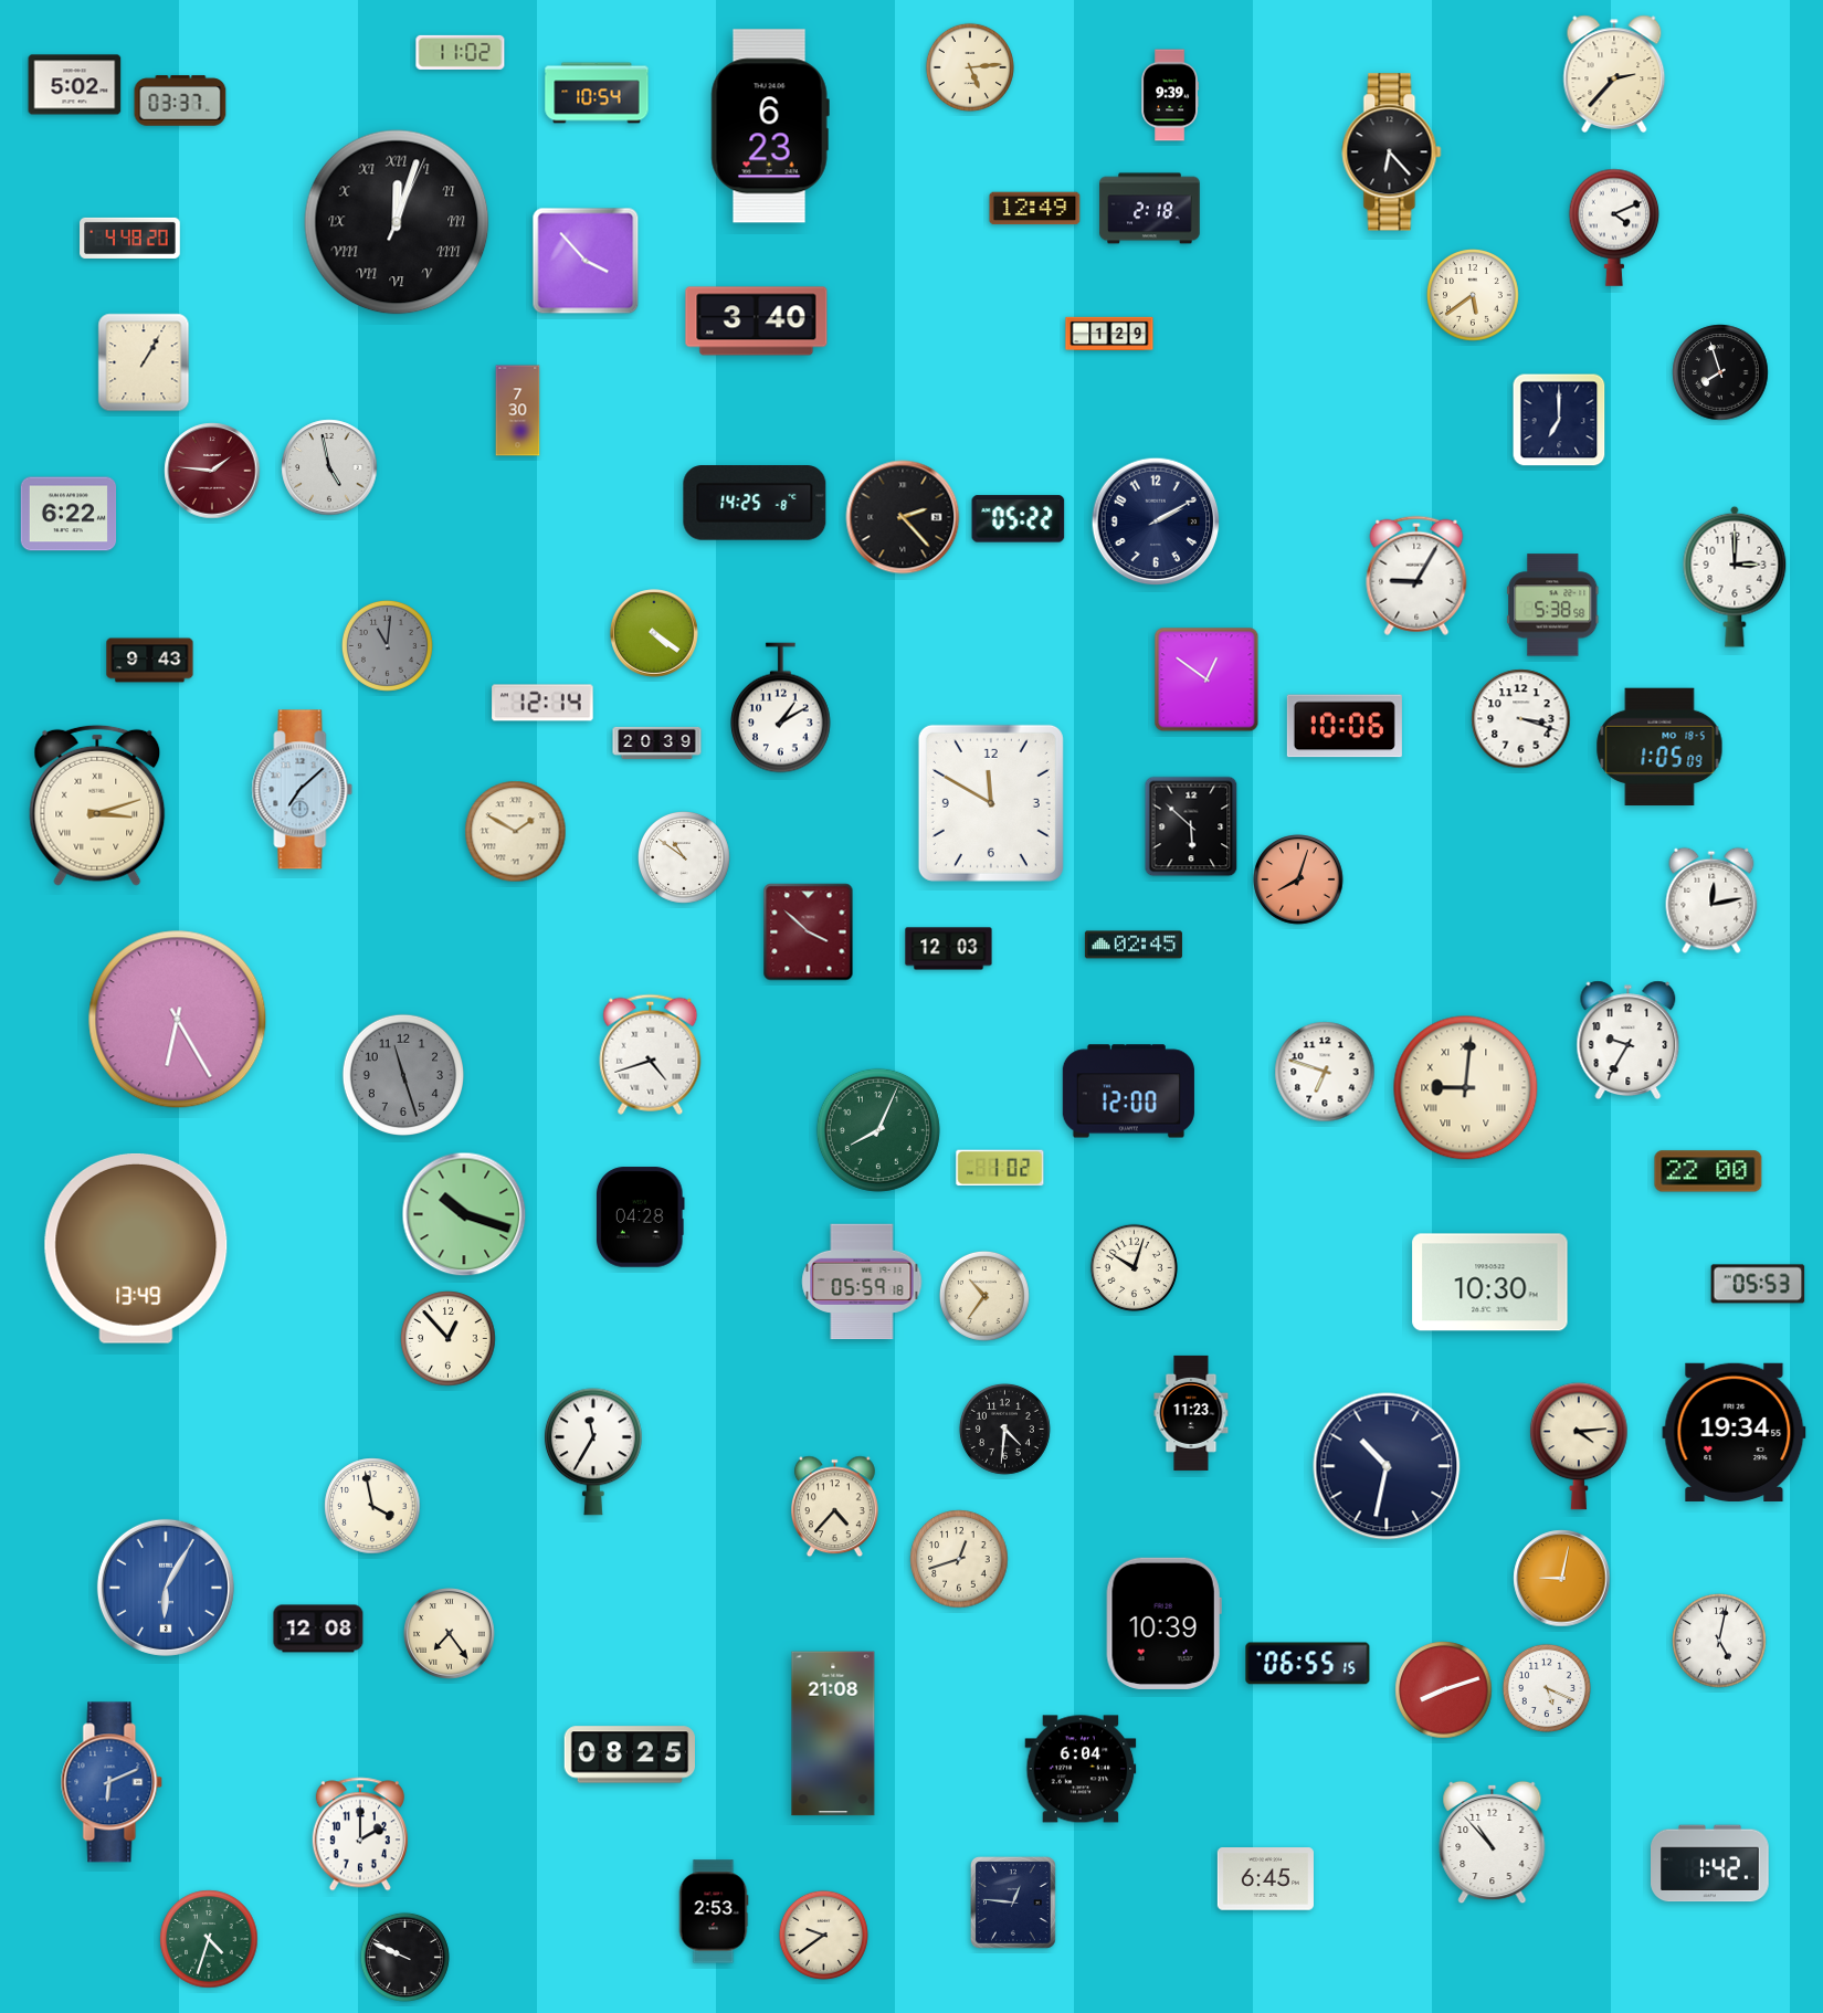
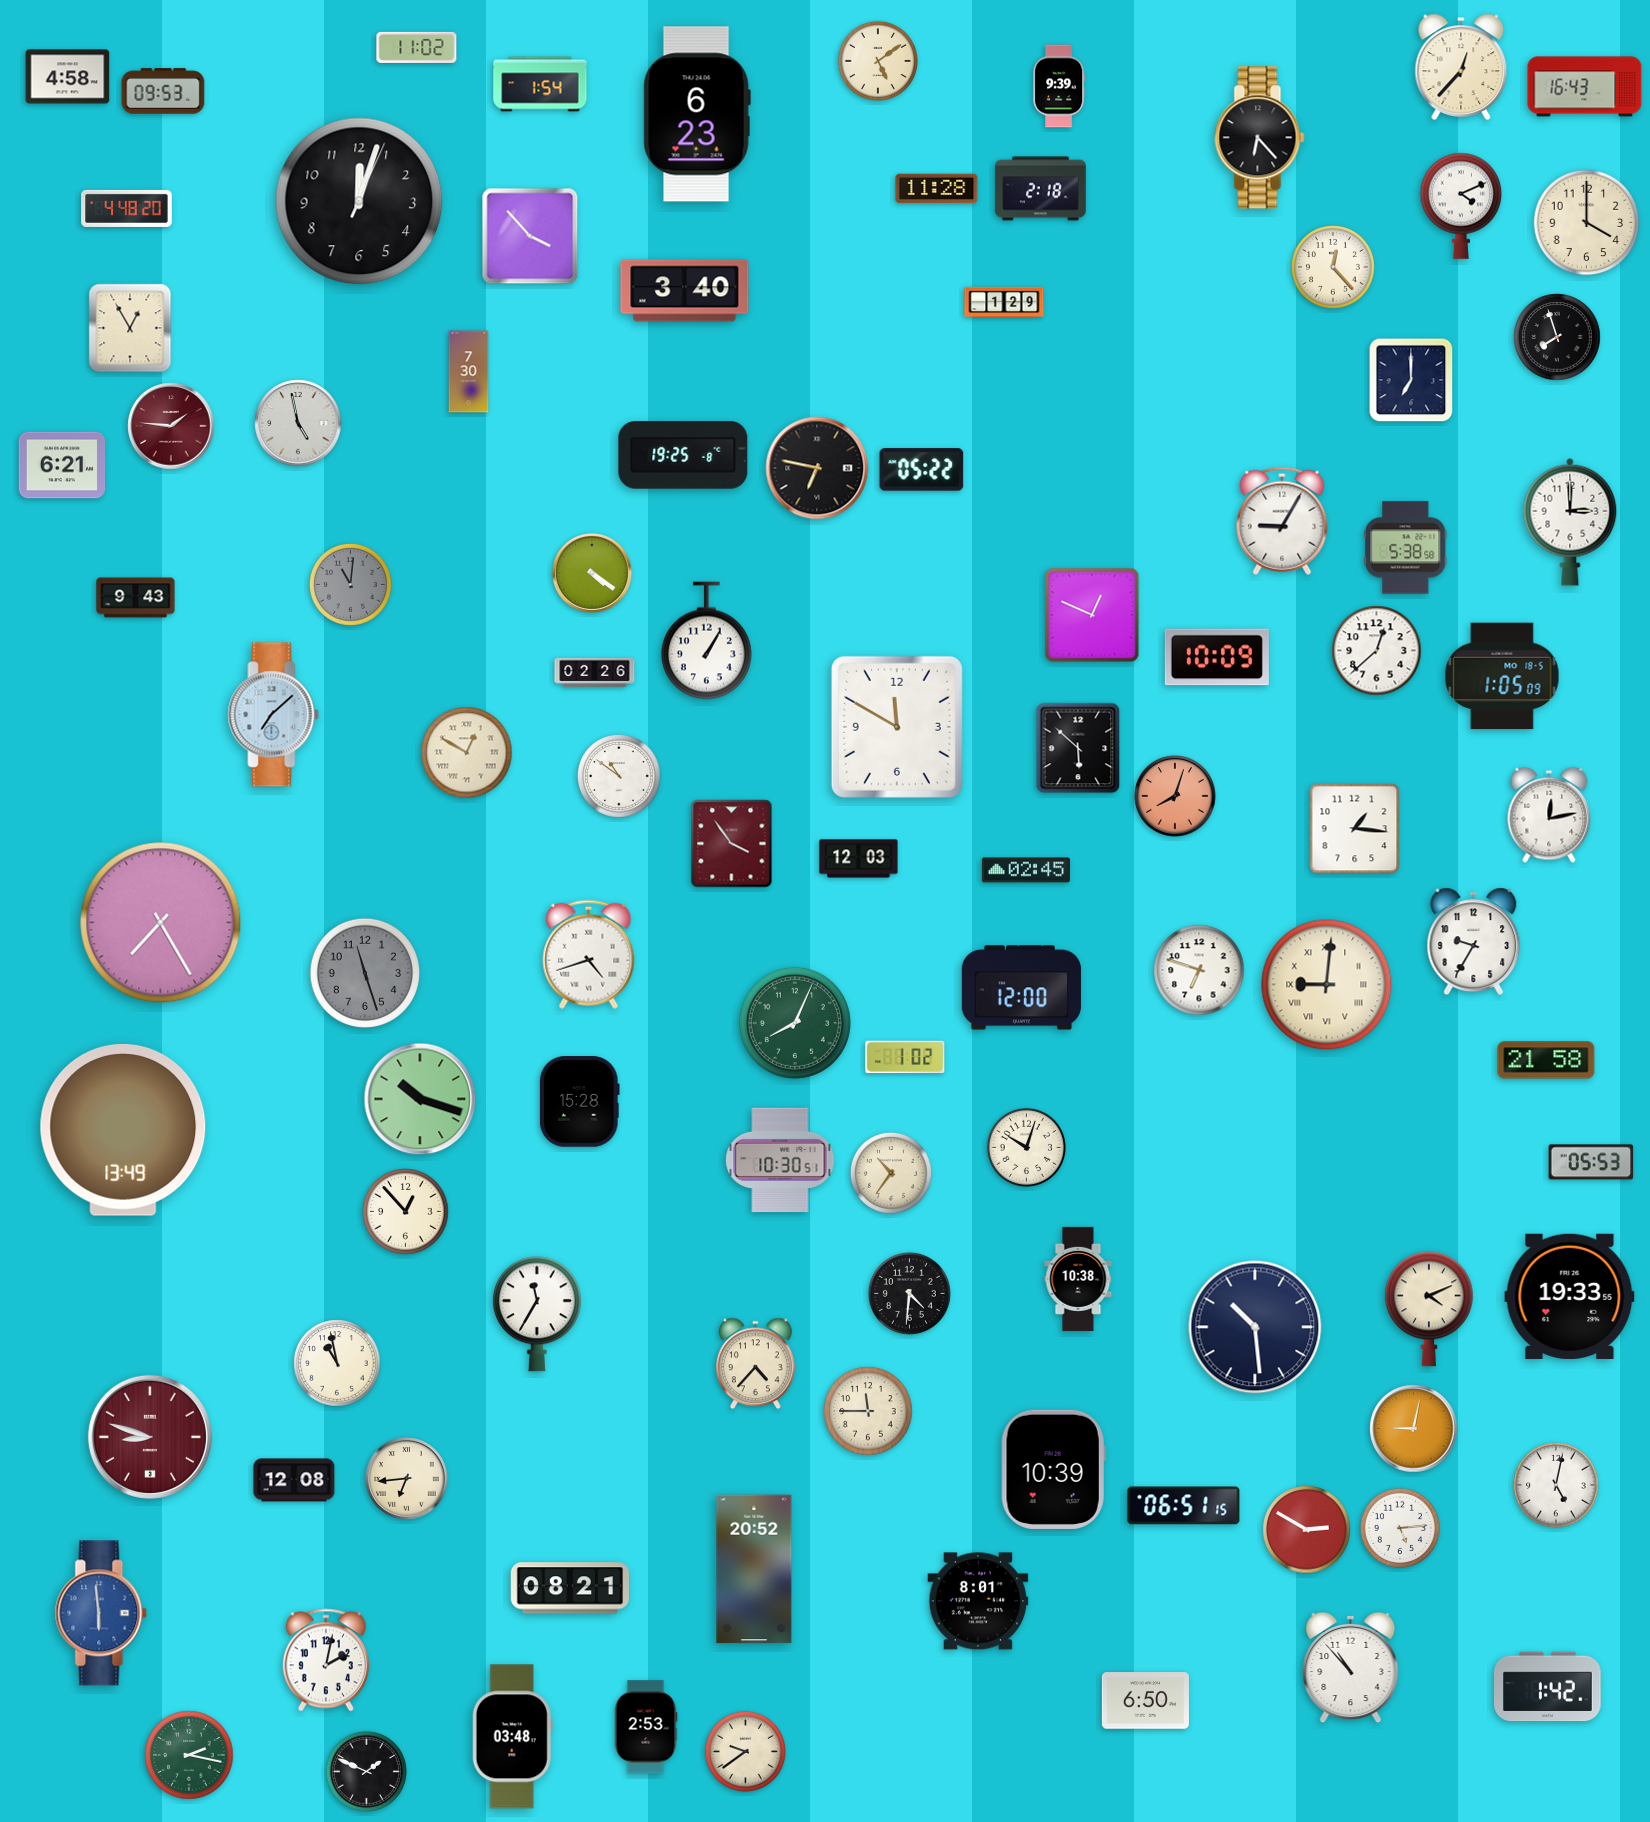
clock at (970, 67): 5:14 -> 5:09
clock at (1614, 74): 2:37 -> 12:37
clock at (75, 85): 5:02 -> 4:58
clock at (597, 93): 10:54 -> 1:54
clock at (1585, 87): none -> 16:43
clock at (180, 101): 03:37 -> 09:53
clock at (1035, 209): 12:49 -> 11:28
clock at (397, 222) numerals: Roman -> Arabic
clock at (130, 238) position: (130, 238) -> (127, 208)
clock at (1587, 223): none -> 4:00
clock at (1474, 296): 5:39 -> 12:23
clock at (144, 362): 1:05 -> 12:55
clock at (212, 471) position: (212, 471) -> (171, 426)
clock at (755, 503): 14:25 -> 19:25
clock at (69, 514): 6:22 -> 6:21
clock at (903, 517): 2:23 -> 6:47
clock at (1156, 521): 2:10 -> none
clock at (1206, 679): 12:51 -> 12:49
clock at (542, 703): 12:14 -> none
clock at (781, 708): 1:10 -> 1:05
clock at (1521, 719): 3:18 -> 12:38
clock at (1345, 726): 10:06 -> 10:09
clock at (657, 742): 20:39 -> 02:26
clock at (97, 805): 3:12 -> none
clock at (516, 832): 1:50 -> 12:50
clock at (1355, 829): none -> 1:16
clock at (809, 932): 3:52 -> 3:54
clock at (1134, 945) position: (1134, 945) -> (1026, 870)
clock at (178, 1020): 6:25 -> 7:25
clock at (1708, 1171): 22:00 -> 21:58
clock at (641, 1218): 04:28 -> 15:28
clock at (862, 1282): 05:59 -> 10:30
clock at (1490, 1283): 10:30 -> none
clock at (1191, 1413): 11:23 -> 10:38
clock at (1735, 1432): 19:34 -> 19:33
clock at (1579, 1446): 4:14 -> 4:11
clock at (1387, 1466): 10:32 -> 10:29
clock at (372, 1506): 3:58 -> 10:58
clock at (959, 1559): 12:42 -> 11:45
clock at (166, 1588): 6:05 -> 8:48
clock at (166, 1588) dial: blue -> burgundy
clock at (318, 1629) position: (318, 1629) -> (294, 1480)
clock at (450, 1634): 7:24 -> 6:44
clock at (1308, 1664): 06:55 -> 06:51
clock at (1547, 1688): 5:19 -> 5:14
clock at (1444, 1690): 8:12 -> 2:50
clock at (833, 1733): 21:08 -> 20:52
clock at (629, 1754): 08:25 -> 08:21
clock at (1081, 1769): 6:04 -> 8:01
clock at (112, 1782): 6:11 -> 5:59
clock at (360, 1834): 2:00 -> 2:02
clock at (1265, 1879): 6:45 -> 6:50
clock at (1014, 1904): 12:46 -> none
clock at (714, 1911) position: (714, 1911) -> (646, 1727)
clock at (512, 1737): none -> 03:48
clock at (209, 1939): 4:33 -> 2:17
clock at (404, 1957): 9:49 -> 1:49
